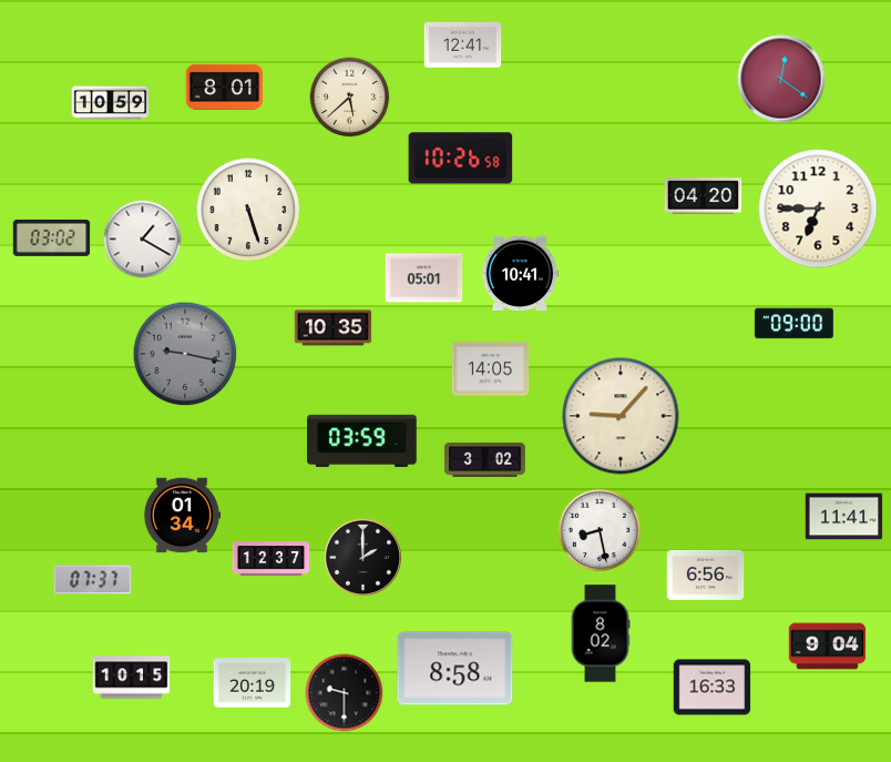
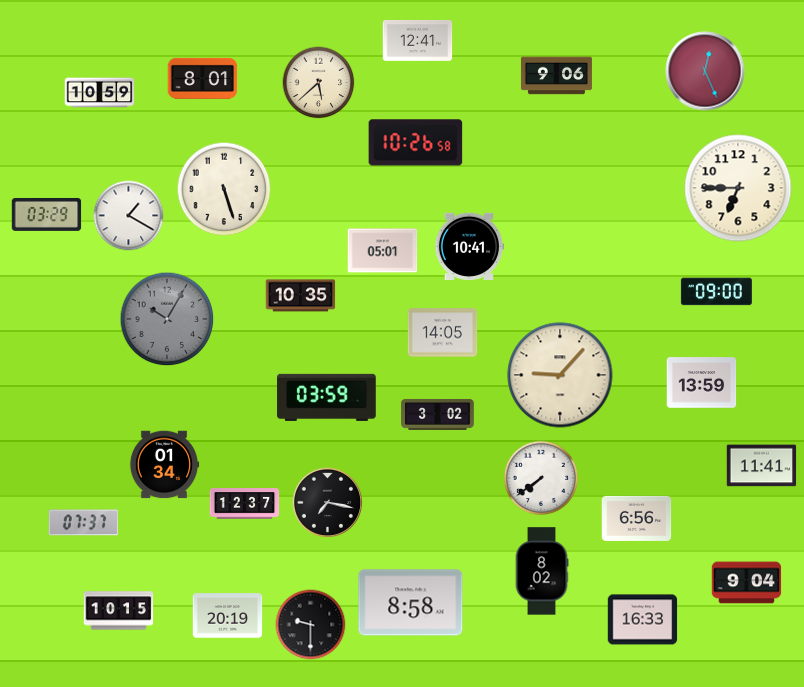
clock at (781, 79): 12:21 -> 12:26
clock at (556, 76): none -> 9:06
clock at (350, 98) position: (350, 98) -> (319, 83)
clock at (704, 196): 04:20 -> none
clock at (52, 237): 03:02 -> 03:29
clock at (185, 354): 9:17 -> 10:05
clock at (702, 383): none -> 13:59
clock at (600, 530): 8:28 -> 7:39
clock at (362, 557): 2:00 -> 7:17
